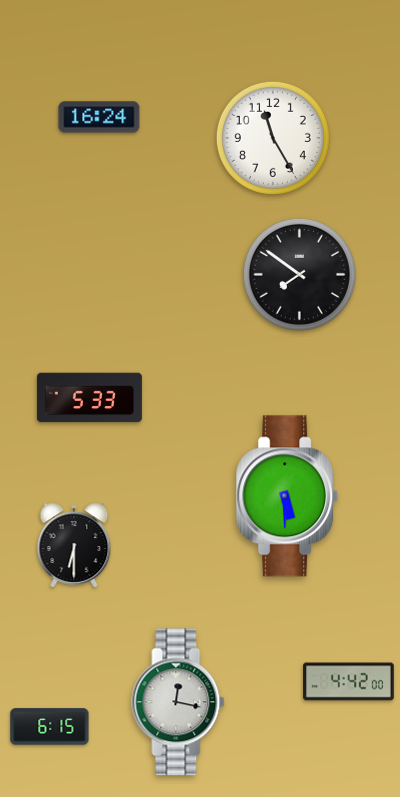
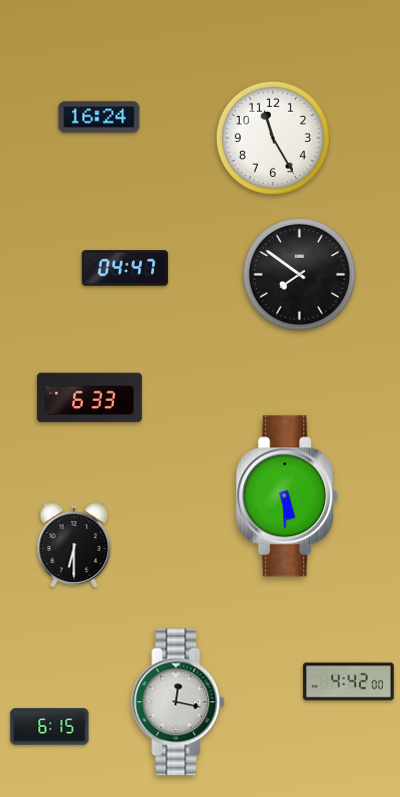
clock at (125, 268): none -> 04:47
clock at (89, 398): 5:33 -> 6:33
